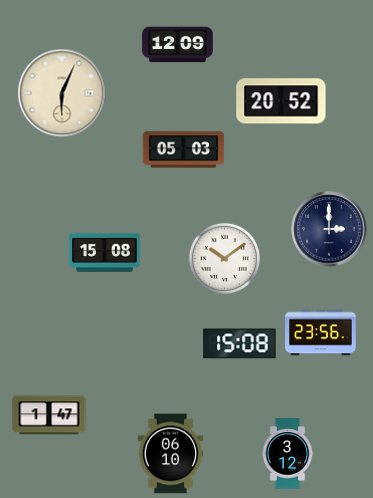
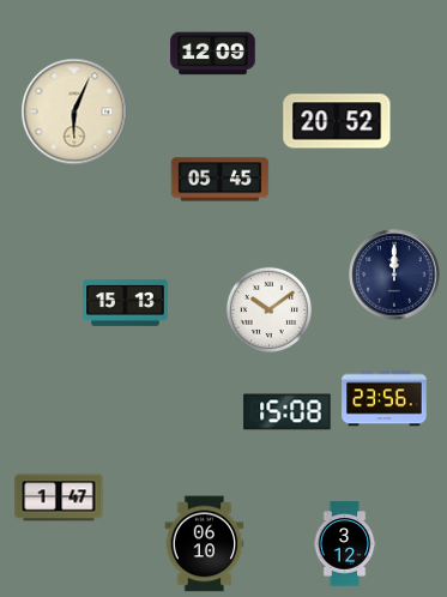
clock at (184, 150): 05:03 -> 05:45
clock at (329, 229): 3:00 -> 12:00
clock at (105, 252): 15:08 -> 15:13
